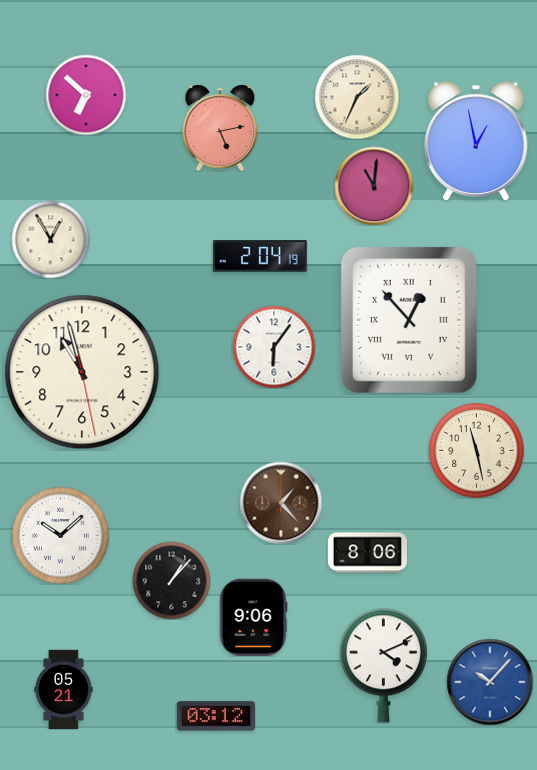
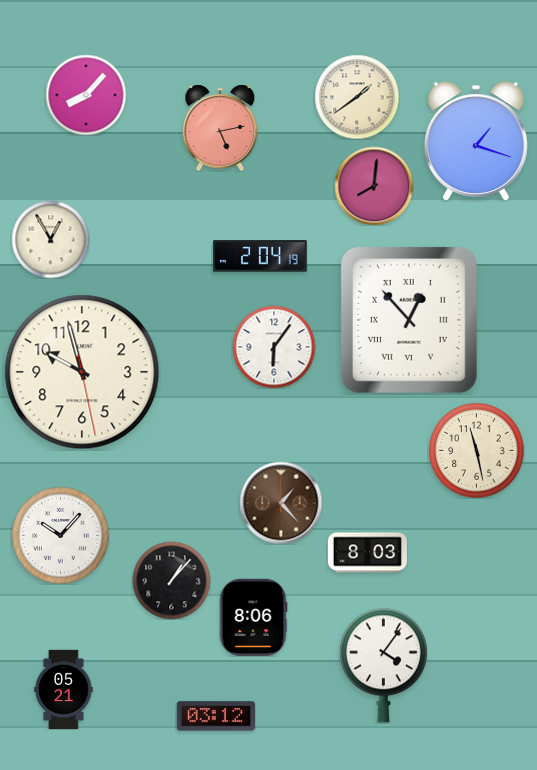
clock at (86, 95): 6:52 -> 8:07
clock at (357, 97): 1:34 -> 1:39
clock at (477, 141): 12:58 -> 1:18
clock at (374, 186): 11:01 -> 8:01
clock at (82, 372): 10:57 -> 9:57
clock at (61, 536): 10:08 -> 10:07
clock at (367, 553): 8:06 -> 8:03
clock at (253, 617): 9:06 -> 8:06
clock at (383, 666): 4:11 -> 4:06
clock at (490, 682): 10:07 -> none
